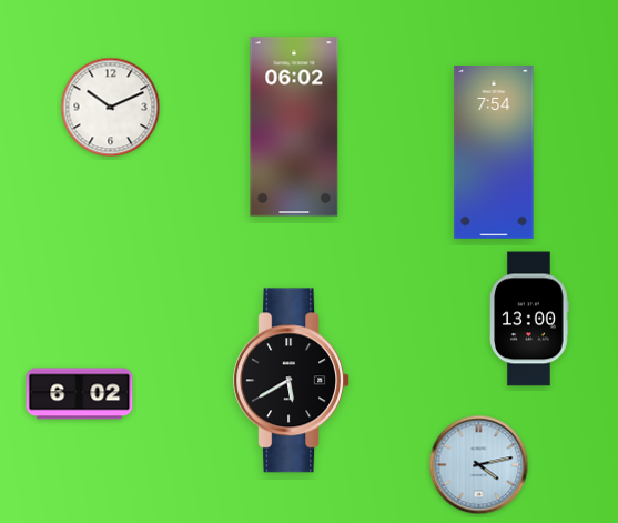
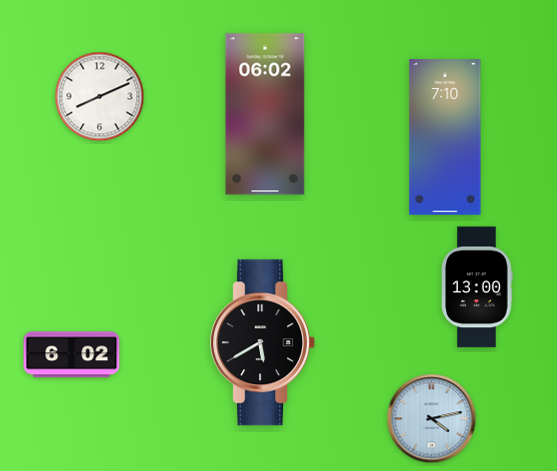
clock at (111, 108): 10:11 -> 8:11
clock at (494, 152): 7:54 -> 7:10
